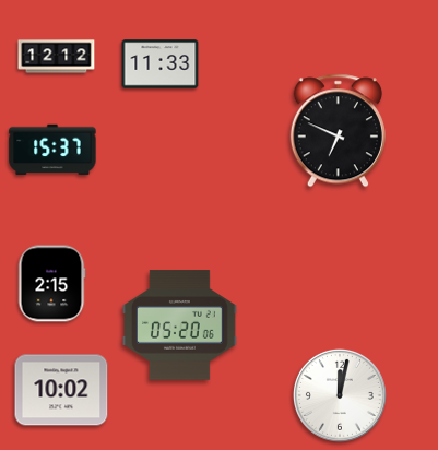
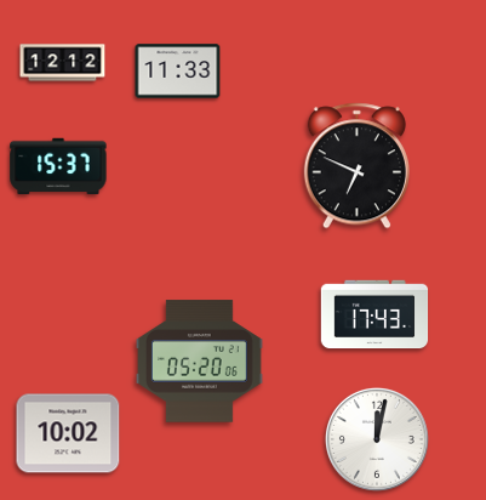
clock at (338, 131) position: (338, 131) -> (356, 166)
clock at (374, 314): none -> 17:43
clock at (51, 284): 2:15 -> none
